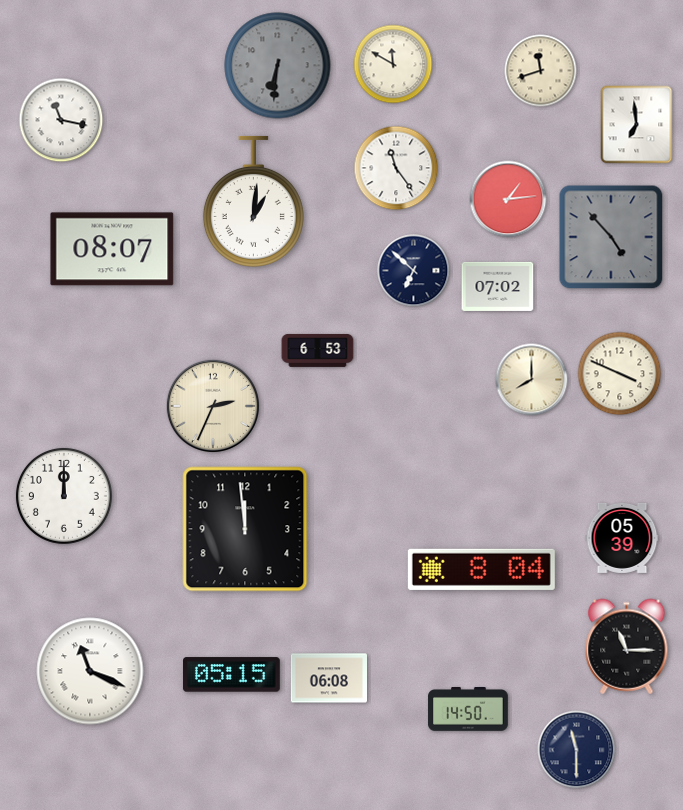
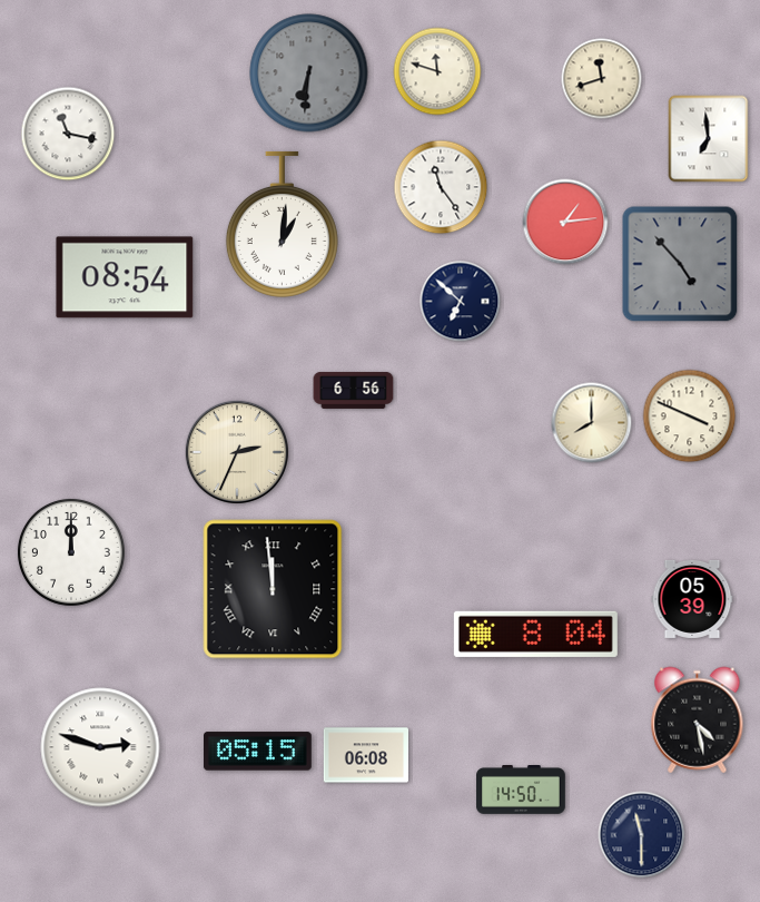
clock at (393, 64): 11:50 -> 11:48
clock at (112, 249): 08:07 -> 08:54
clock at (498, 286): 07:02 -> none
clock at (318, 351): 6:53 -> 6:56
clock at (245, 529) numerals: Arabic -> Roman
clock at (627, 647): 11:15 -> 4:28
clock at (90, 671): 11:19 -> 2:48
